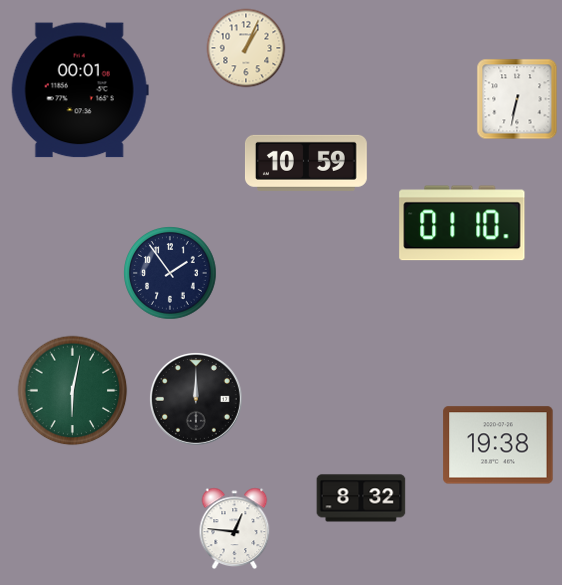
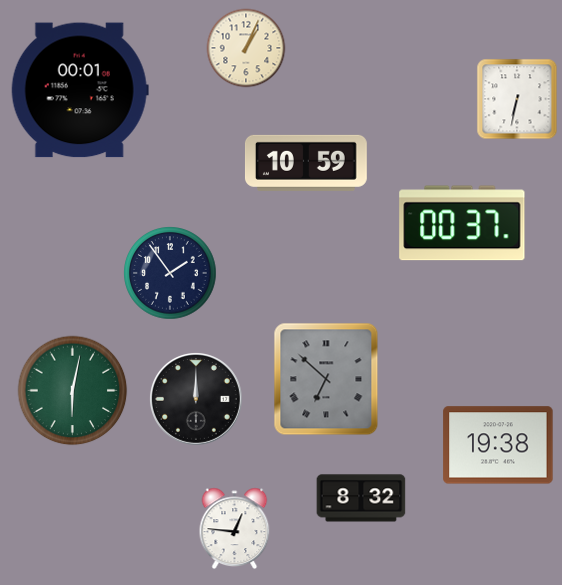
clock at (462, 223): 01:10 -> 00:37
clock at (326, 379): none -> 6:52
